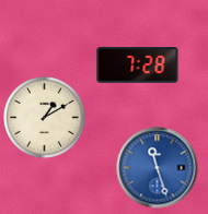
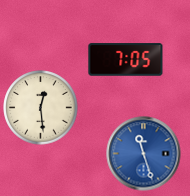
clock at (138, 66): 7:28 -> 7:05
clock at (45, 118): 1:10 -> 12:29
